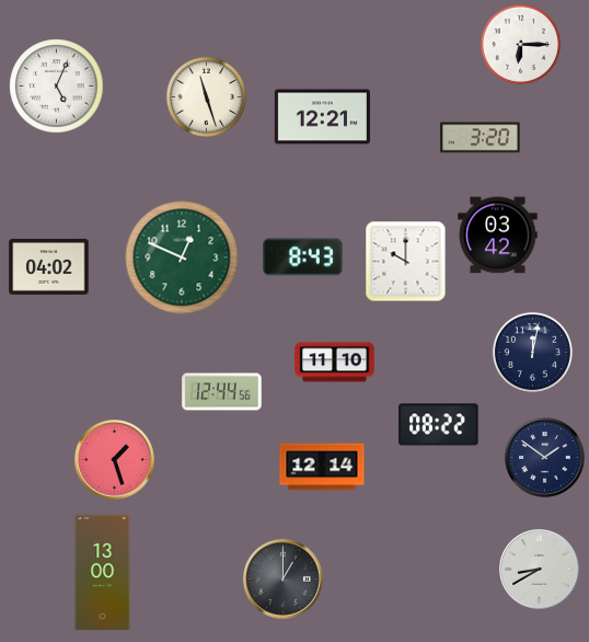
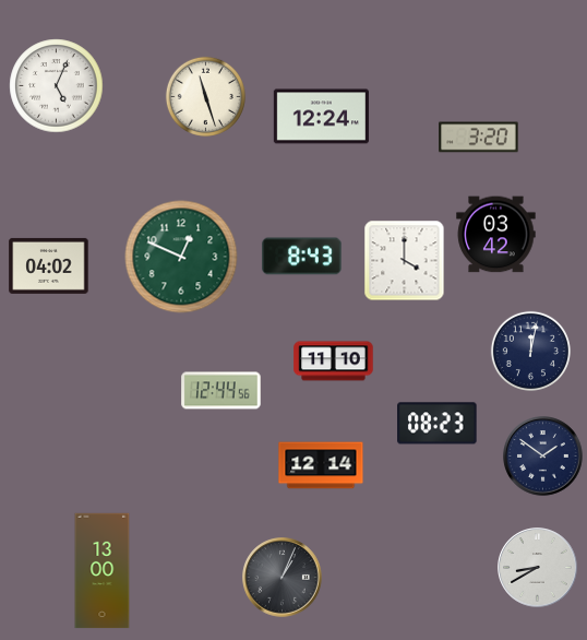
clock at (520, 44): 6:15 -> none
clock at (322, 117): 12:21 -> 12:24
clock at (406, 262): 10:00 -> 4:00
clock at (439, 425): 08:22 -> 08:23
clock at (115, 460): 1:27 -> none
clock at (284, 580): 1:00 -> 1:04
